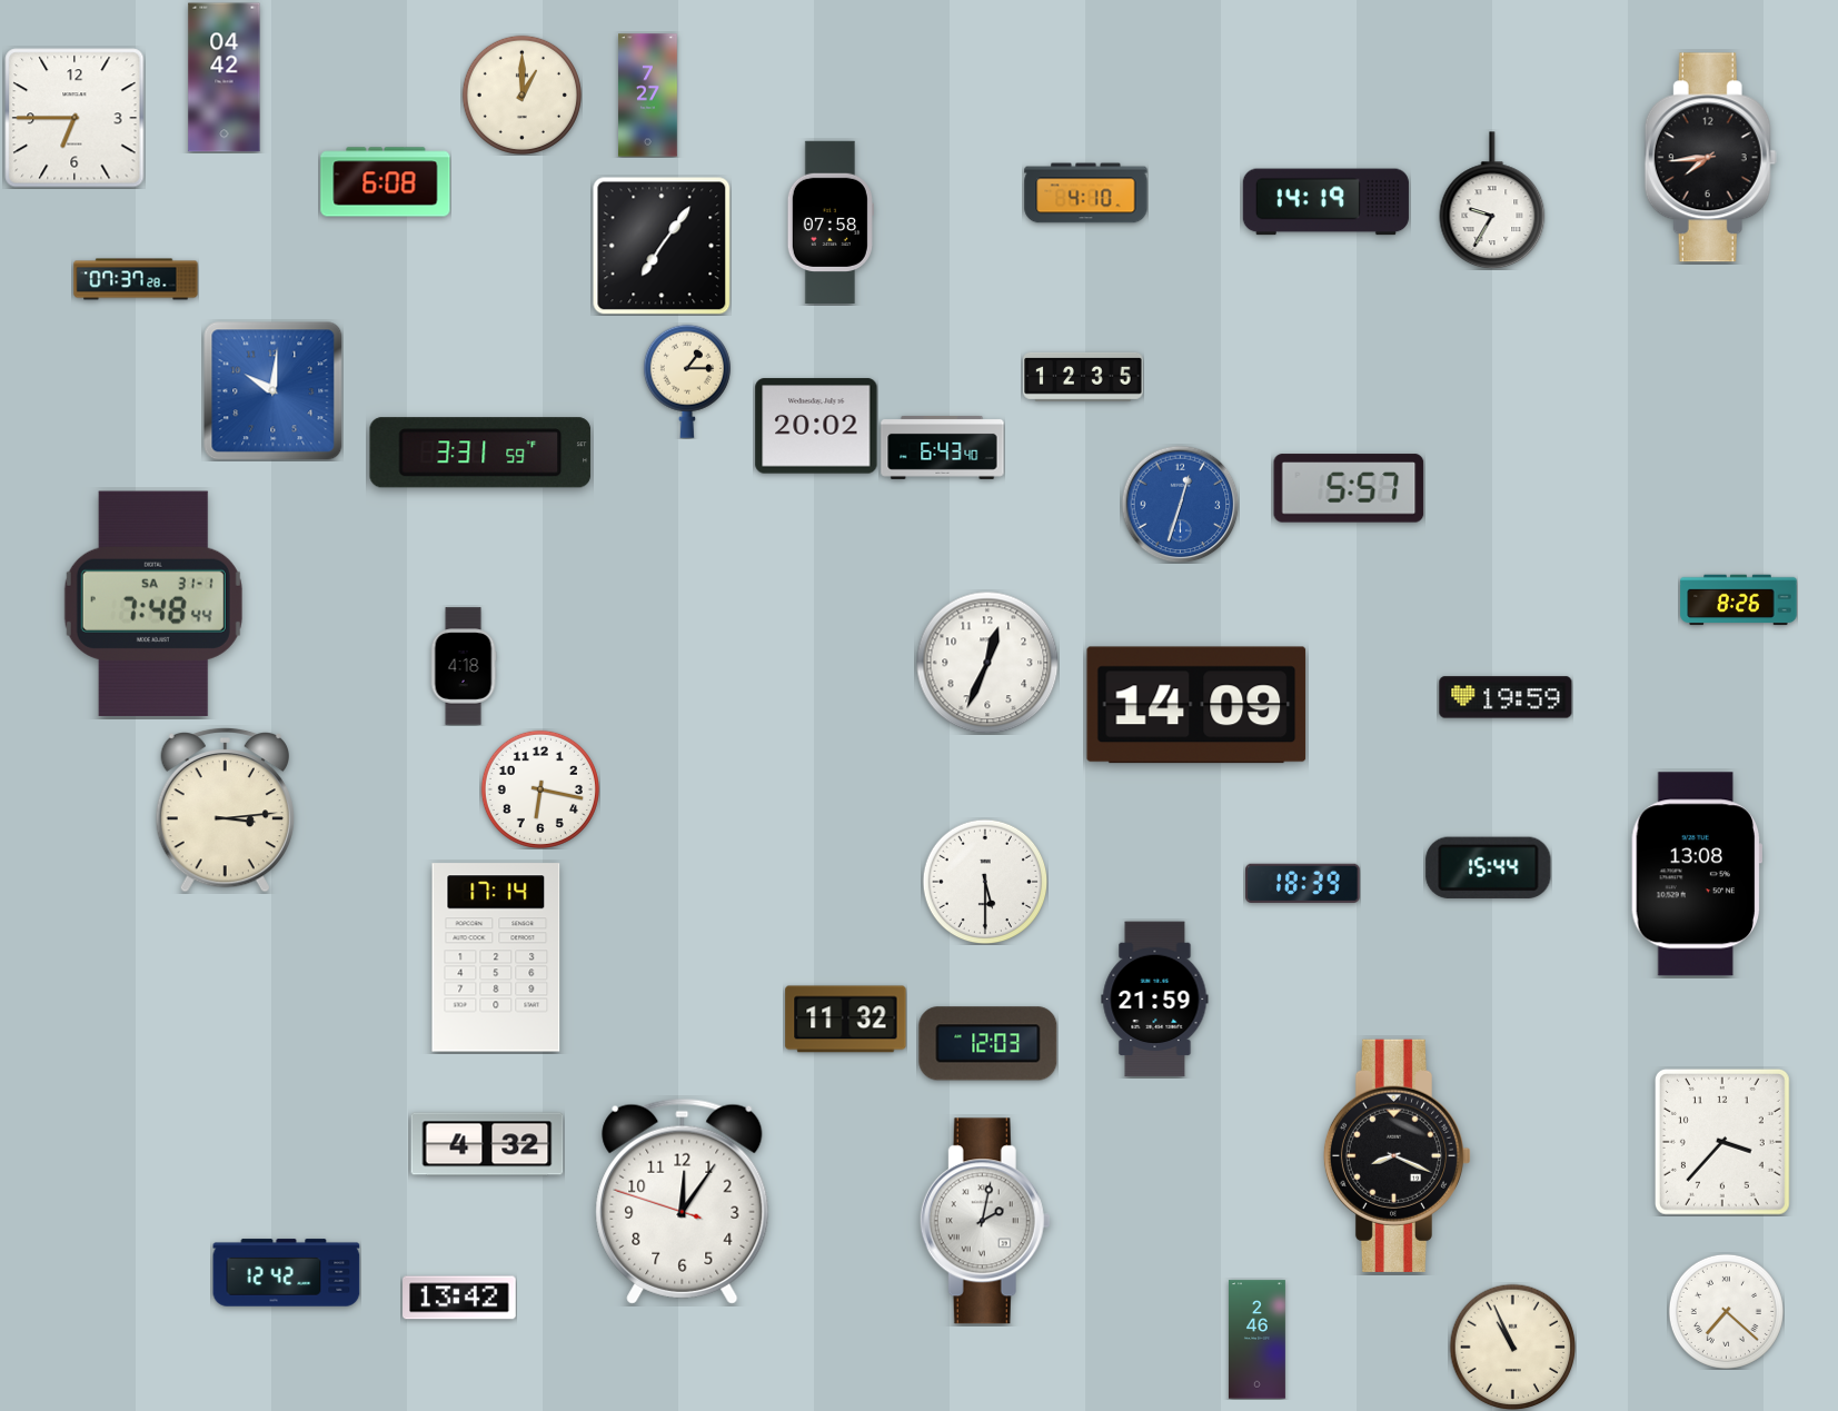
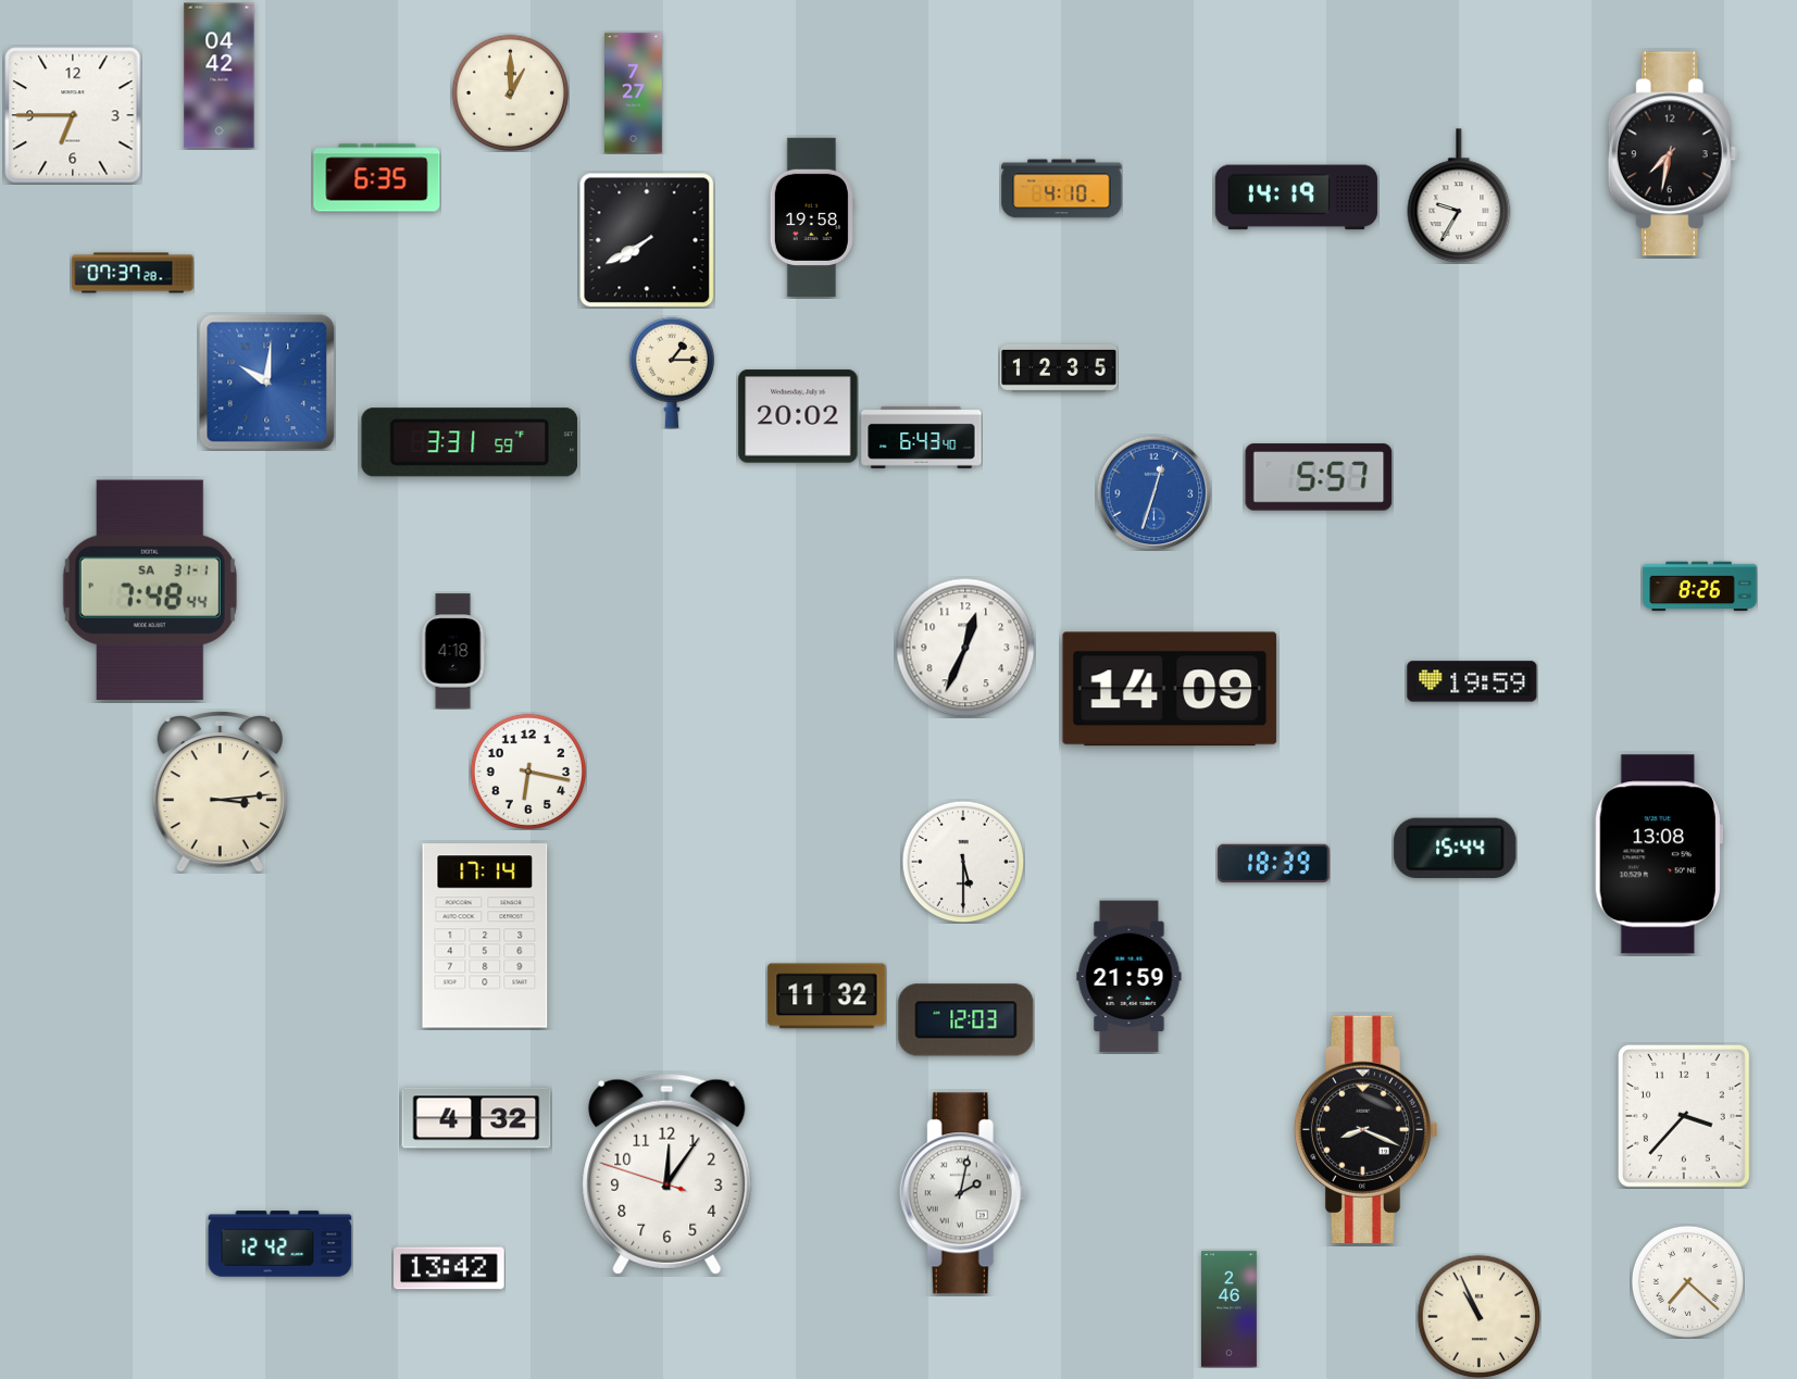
clock at (1710, 158): 7:44 -> 7:32
clock at (386, 182): 6:08 -> 6:35
clock at (831, 221): 07:58 -> 19:58
clock at (662, 246): 7:06 -> 7:40
